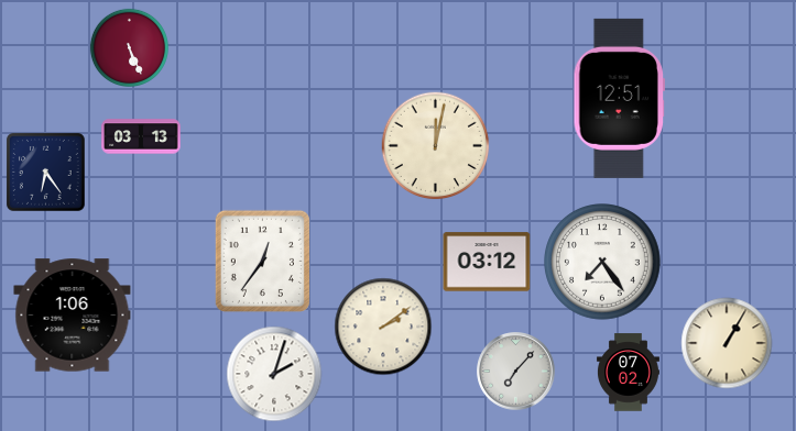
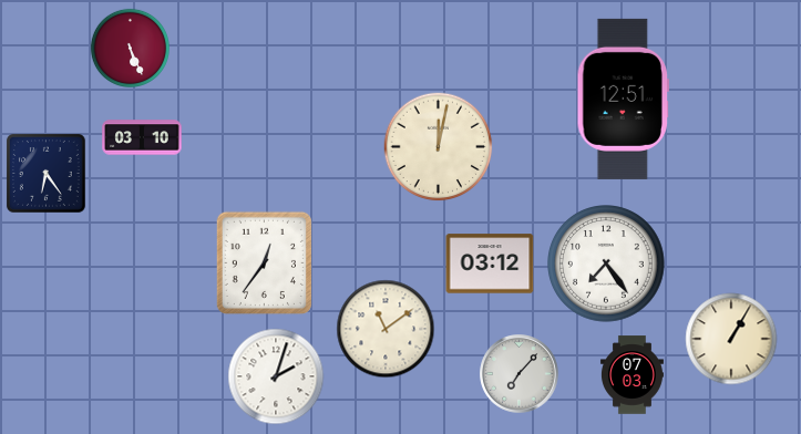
clock at (141, 136): 03:13 -> 03:10
clock at (73, 316): 1:06 -> none
clock at (383, 327): 2:09 -> 11:09
clock at (727, 343) position: (727, 343) -> (731, 339)
clock at (628, 373): 07:02 -> 07:03
